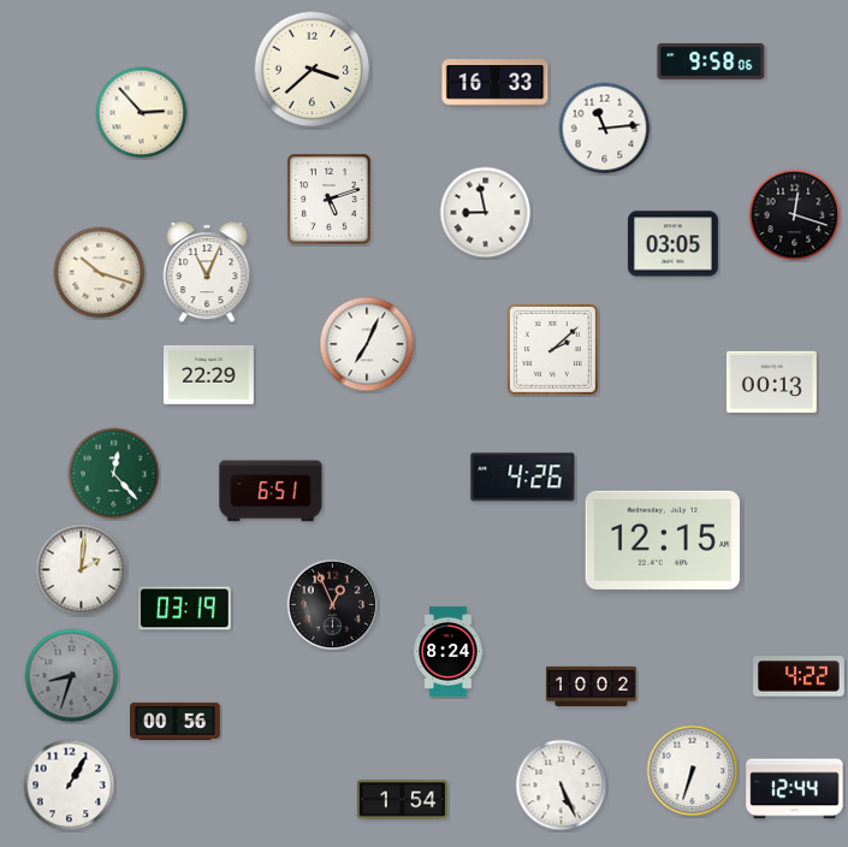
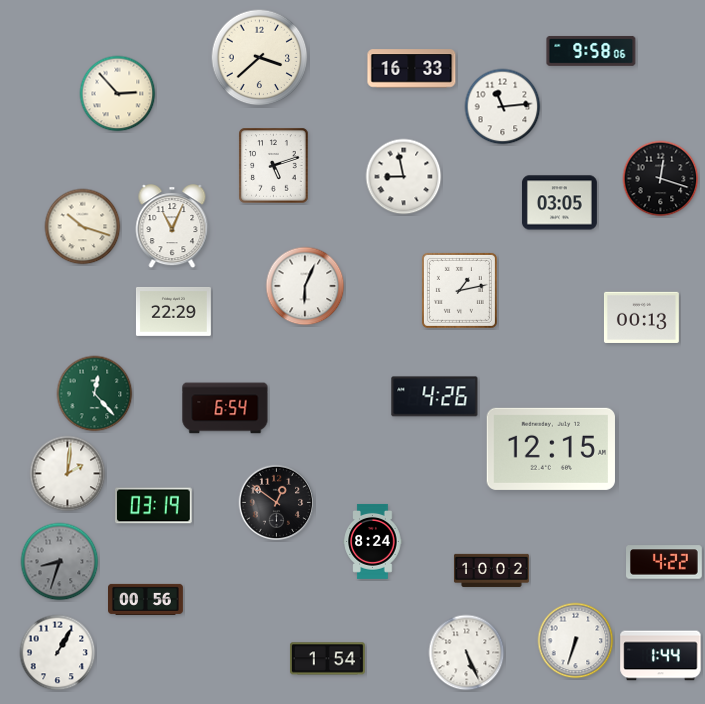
clock at (367, 344): 7:04 -> 6:04
clock at (552, 349): 2:08 -> 1:13
clock at (271, 491): 6:51 -> 6:54
clock at (333, 605): 12:56 -> 12:51
clock at (795, 789): 12:44 -> 1:44
clock at (402, 800) position: (402, 800) -> (327, 659)
